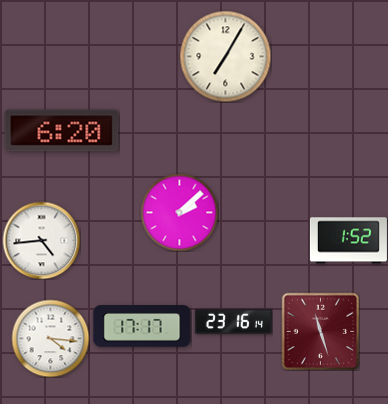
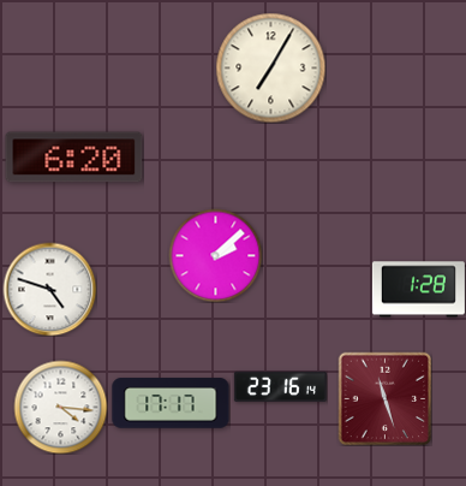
clock at (41, 240): 4:44 -> 4:48
clock at (348, 241): 1:52 -> 1:28
clock at (142, 326) position: (142, 326) -> (171, 403)
